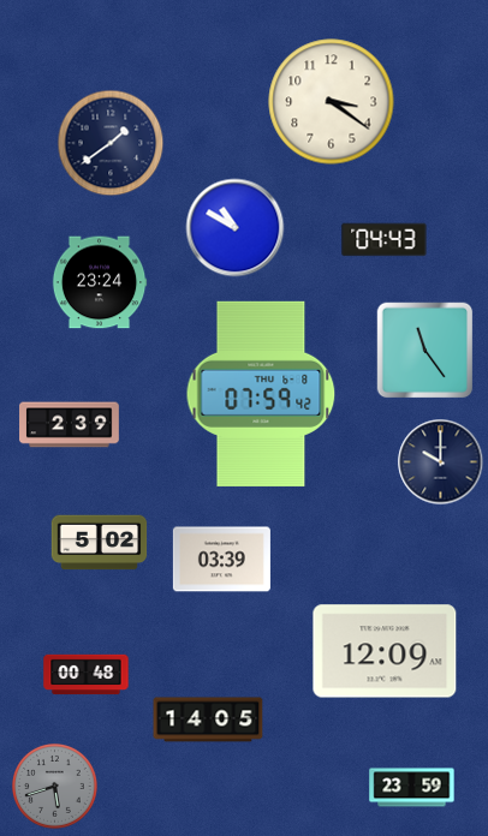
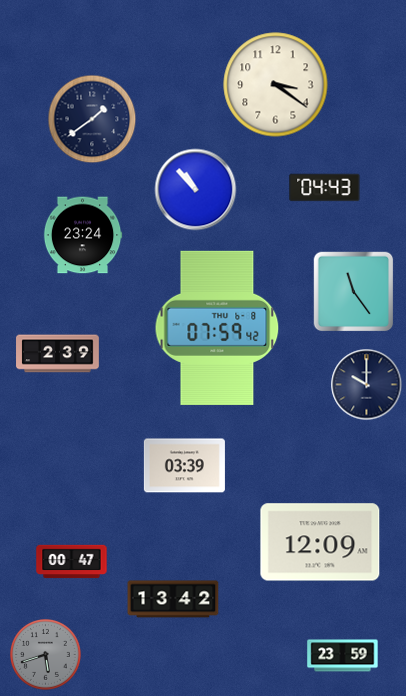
clock at (236, 228): 10:50 -> 10:53
clock at (385, 240) position: (385, 240) -> (325, 188)
clock at (100, 543): 5:02 -> none
clock at (87, 675): 00:48 -> 00:47
clock at (208, 719): 14:05 -> 13:42
